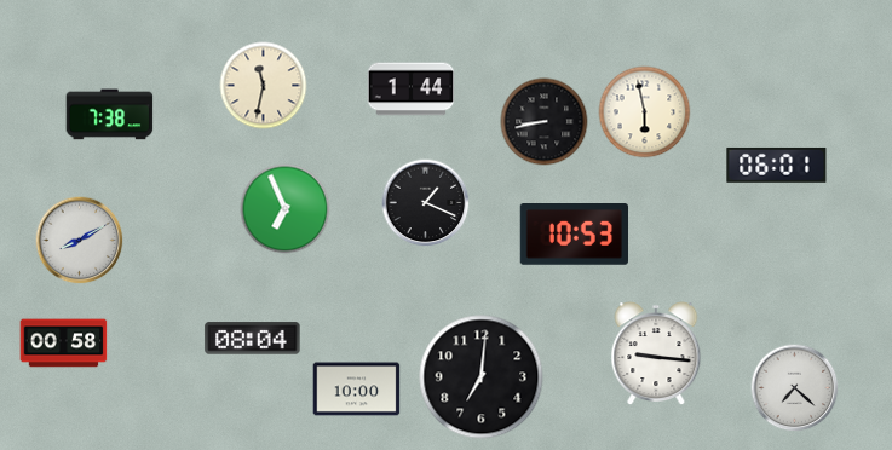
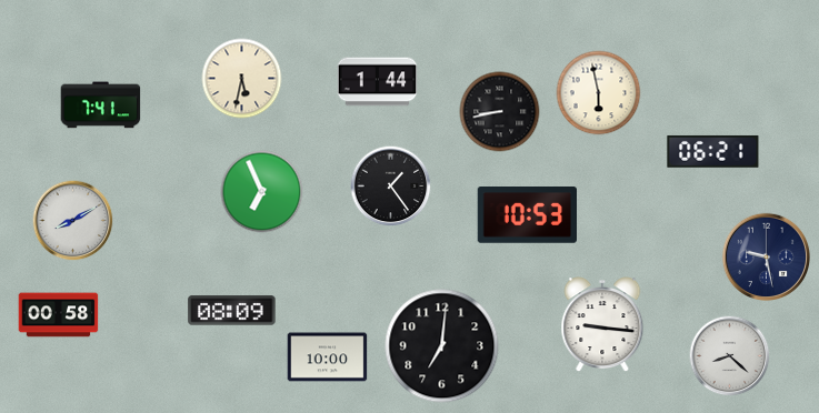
clock at (264, 86): 11:32 -> 5:32
clock at (645, 112) position: (645, 112) -> (599, 93)
clock at (110, 115): 7:38 -> 7:41
clock at (777, 165): 06:01 -> 06:21
clock at (426, 203): 1:19 -> 1:24
clock at (766, 256): none -> 9:28
clock at (253, 339): 08:04 -> 08:09
clock at (795, 388): 7:22 -> 8:22
